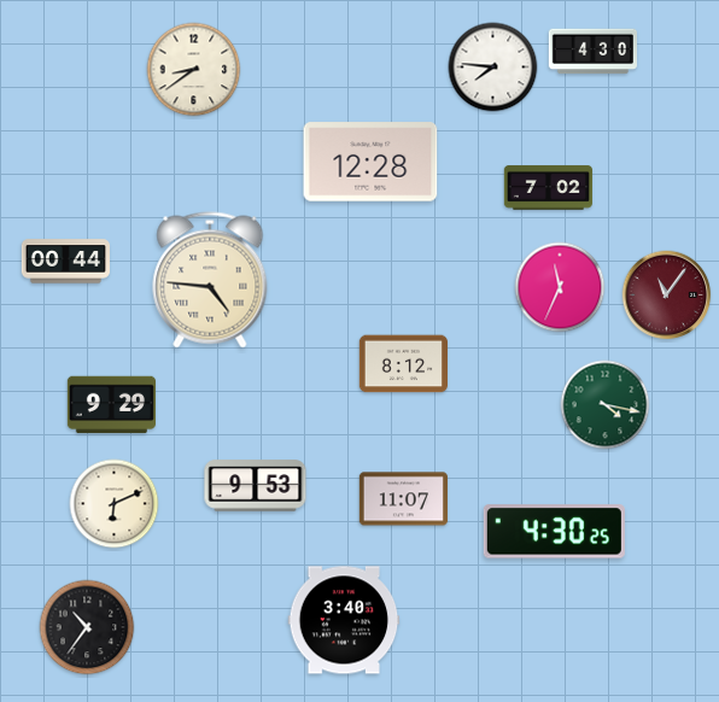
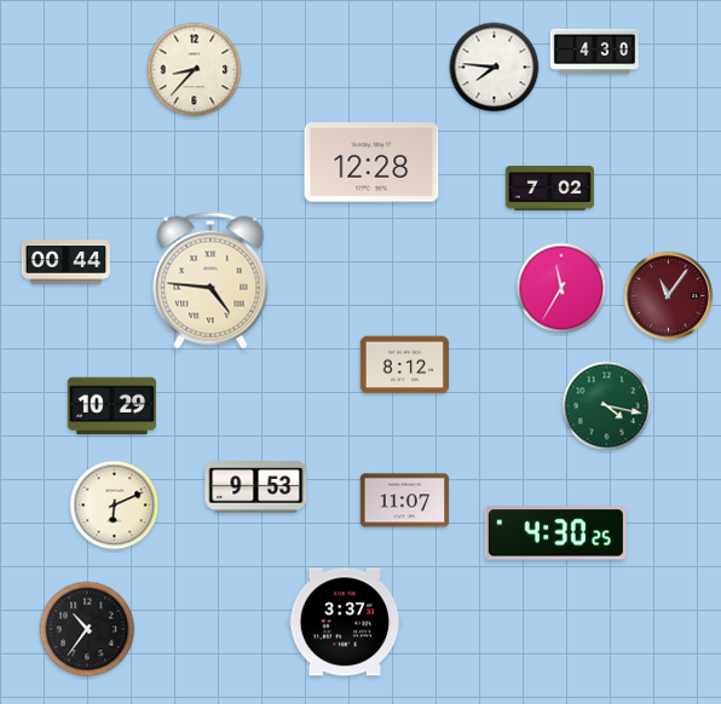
clock at (194, 70): 8:39 -> 8:37
clock at (560, 287): 11:34 -> 11:35
clock at (111, 405): 9:29 -> 10:29
clock at (344, 620): 3:40 -> 3:37
